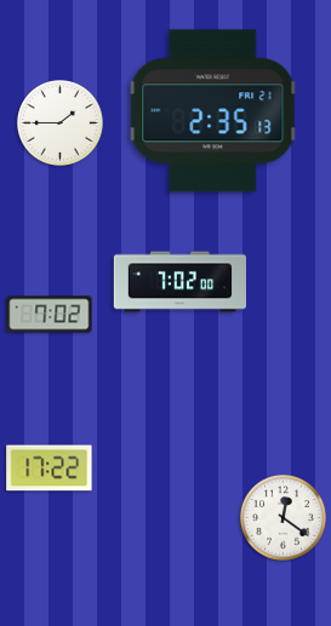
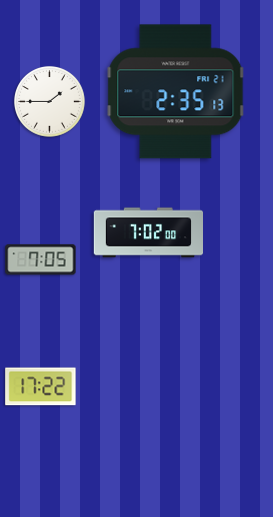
clock at (50, 315): 7:02 -> 7:05
clock at (284, 518): 12:21 -> none
